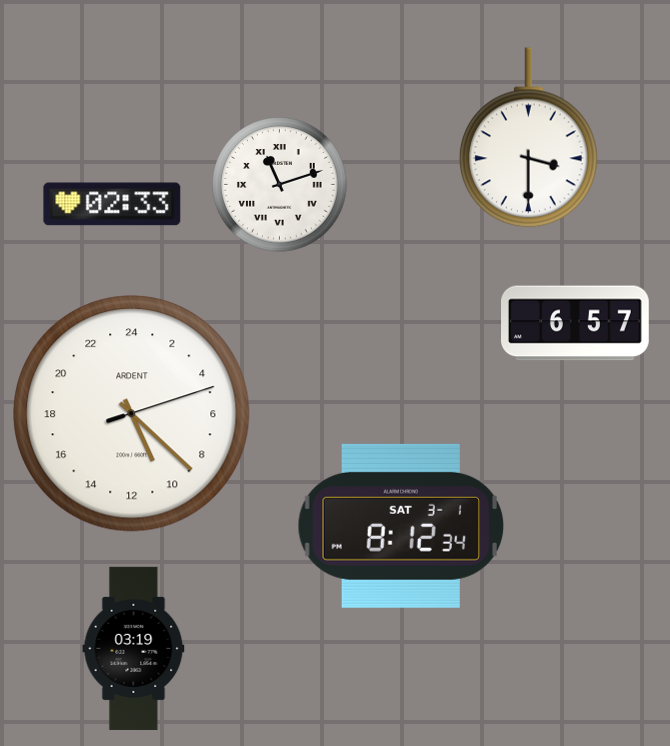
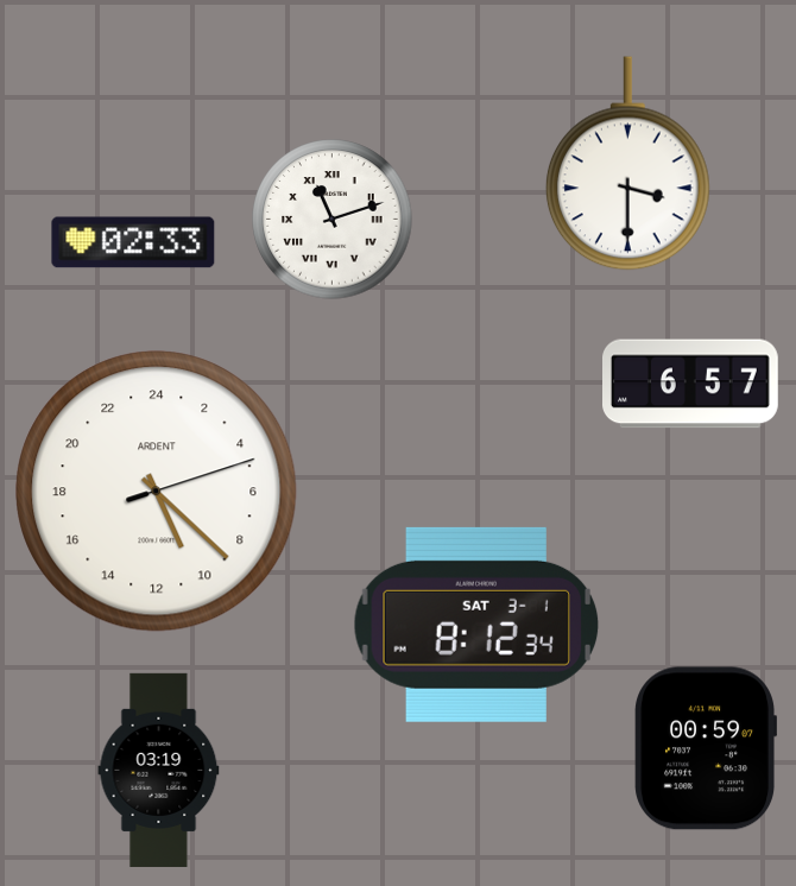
clock at (576, 323) position: (576, 323) -> (691, 384)
clock at (705, 748): none -> 00:59
